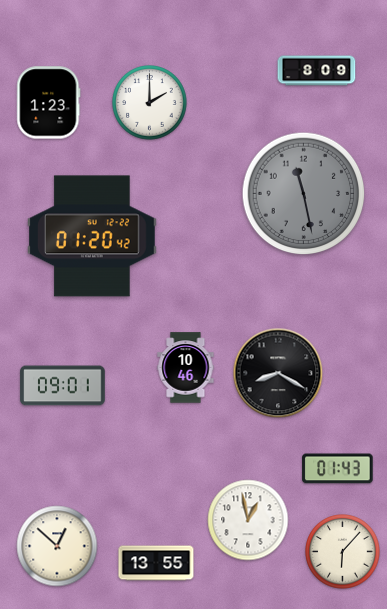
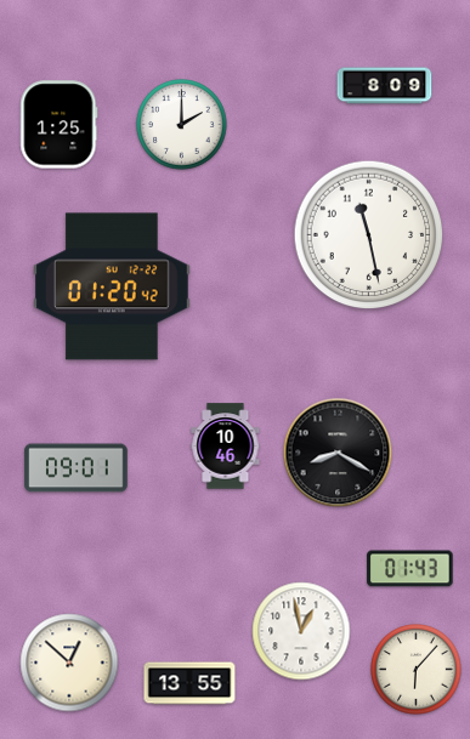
clock at (49, 103): 1:23 -> 1:25
clock at (304, 194) dial: grey -> white
